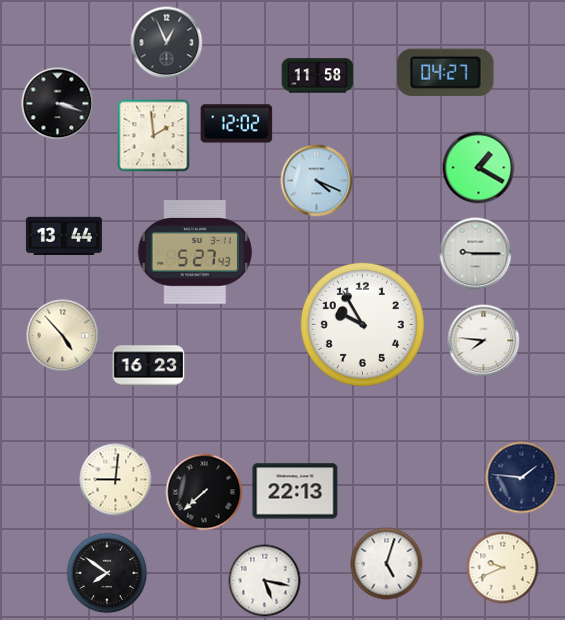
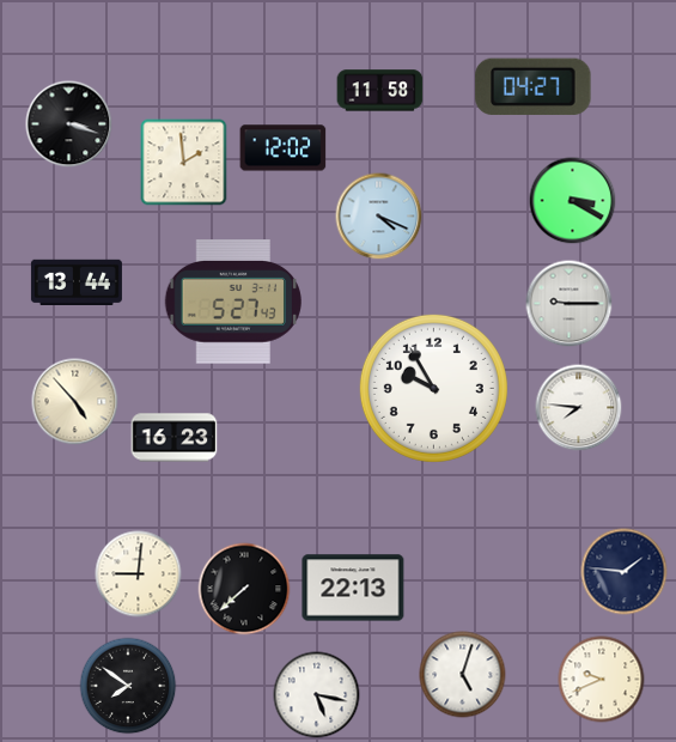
clock at (167, 43): 12:56 -> none
clock at (479, 168): 1:20 -> 3:20
clock at (149, 366) position: (149, 366) -> (175, 438)
